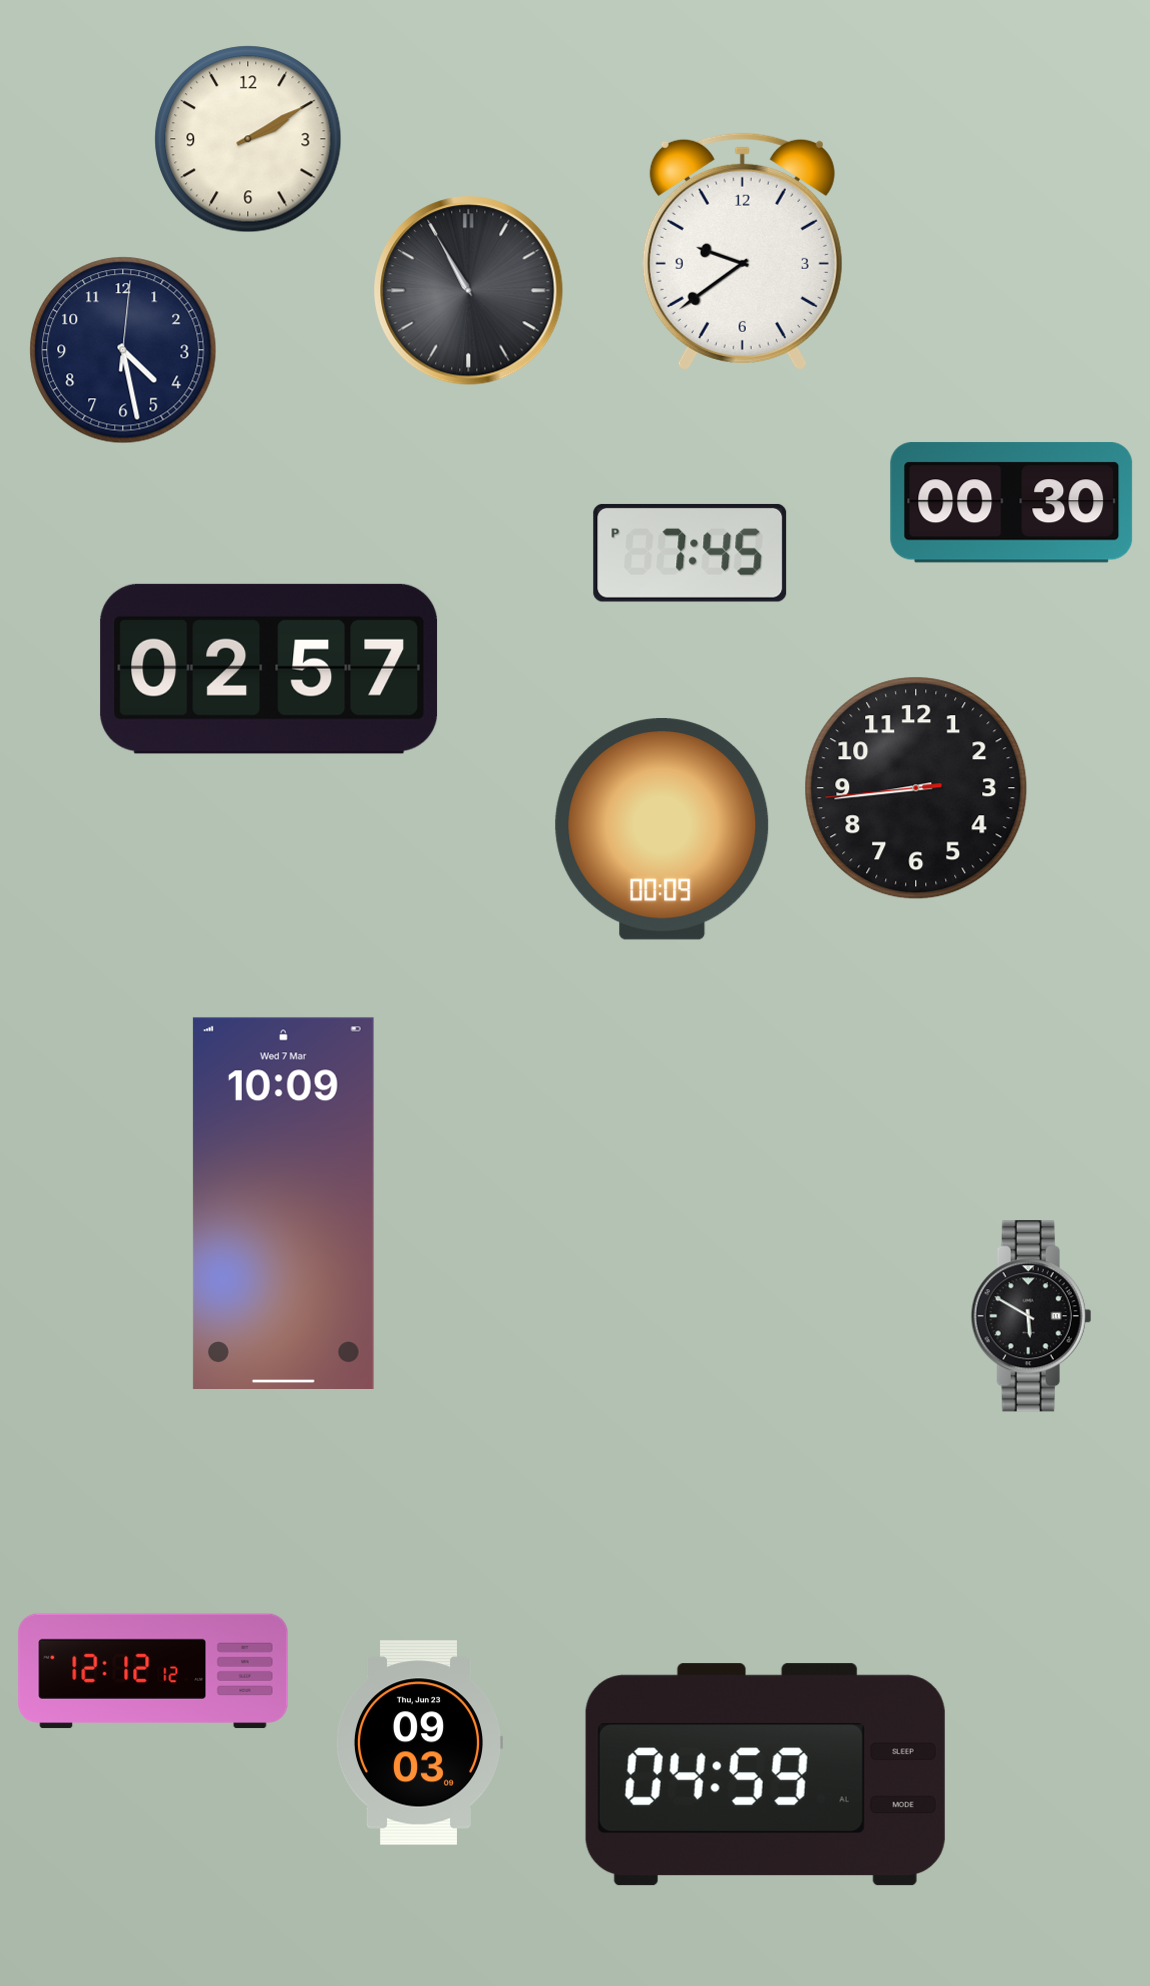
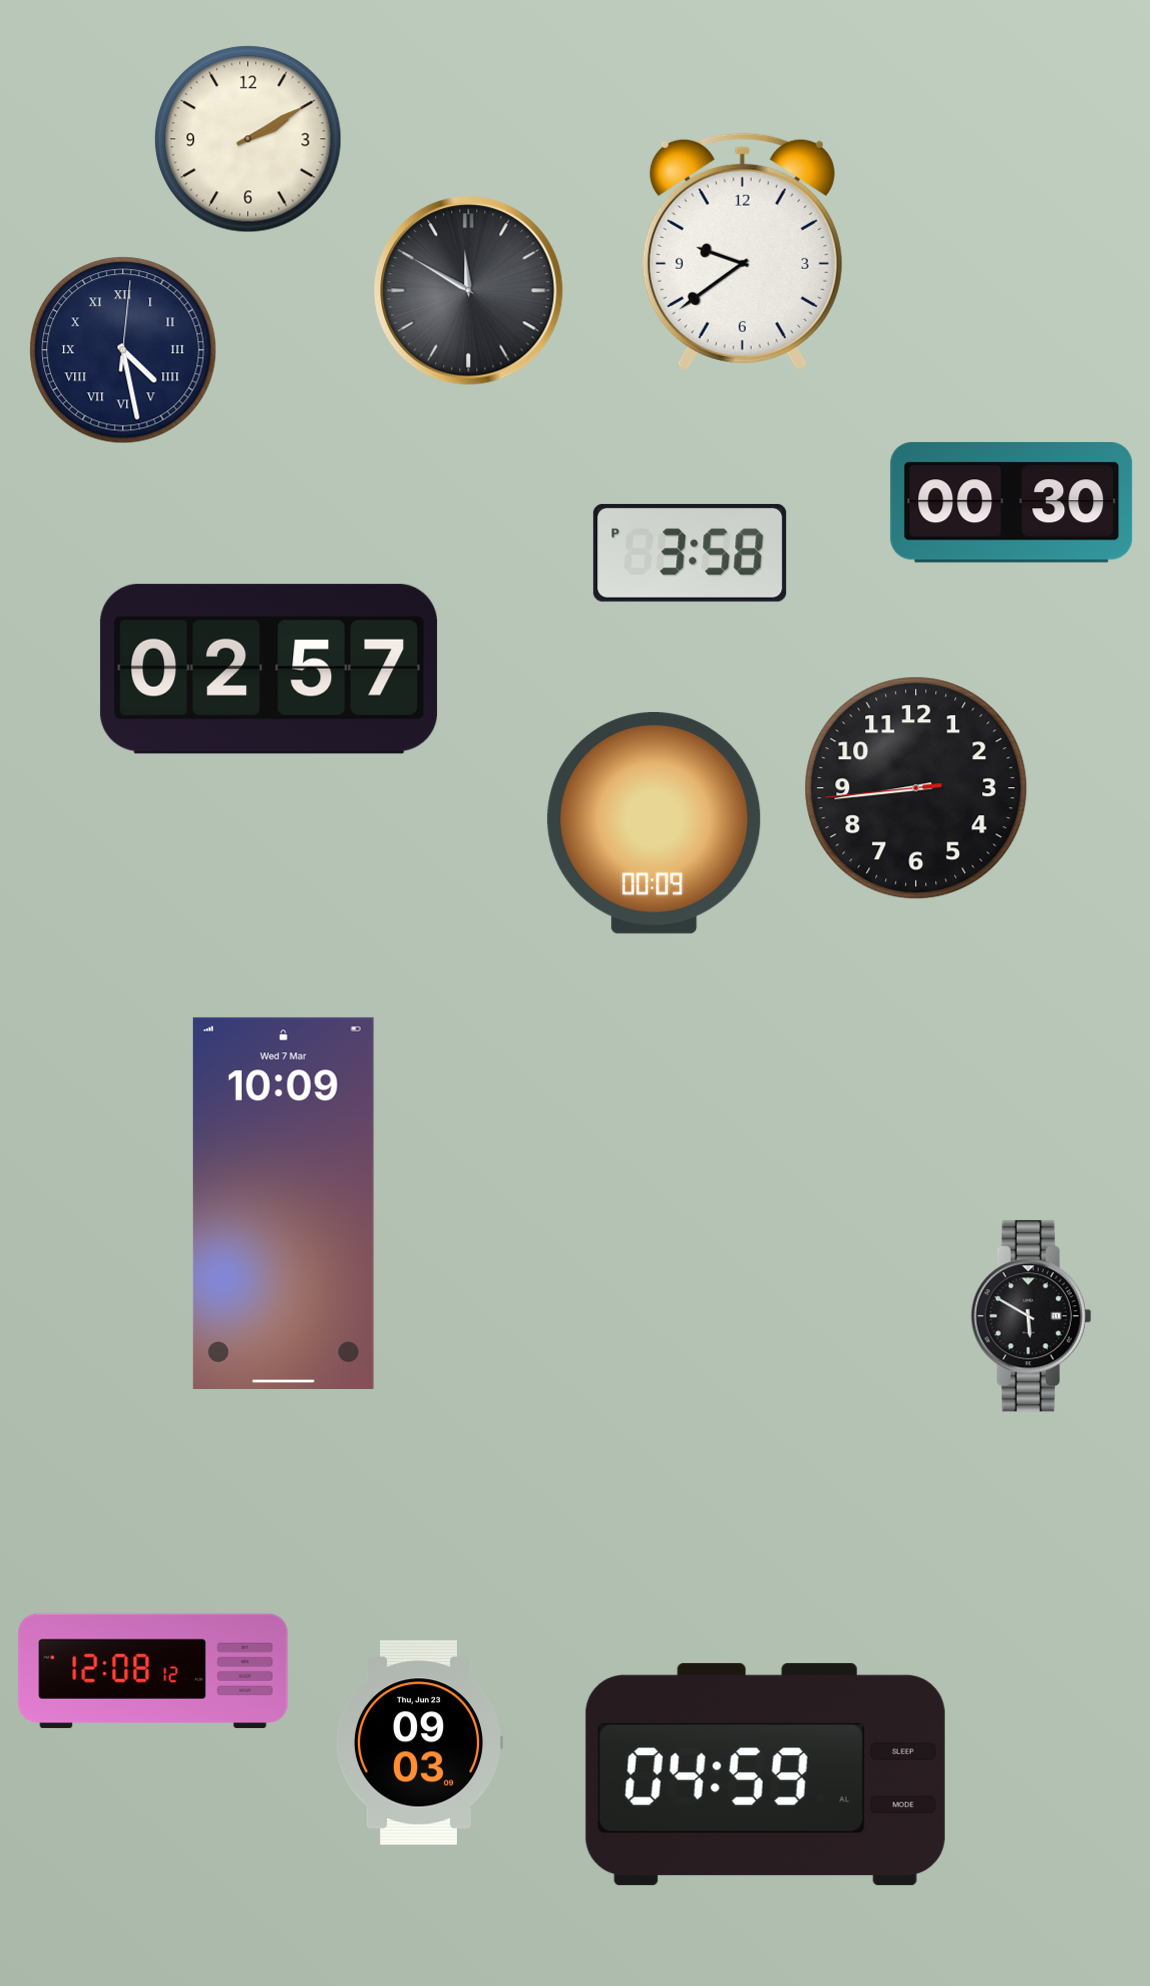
clock at (469, 291): 10:55 -> 11:50
clock at (123, 350) numerals: Arabic -> Roman
clock at (690, 553): 7:45 -> 3:58
clock at (662, 829) position: (662, 829) -> (654, 823)
clock at (153, 1671): 12:12 -> 12:08
